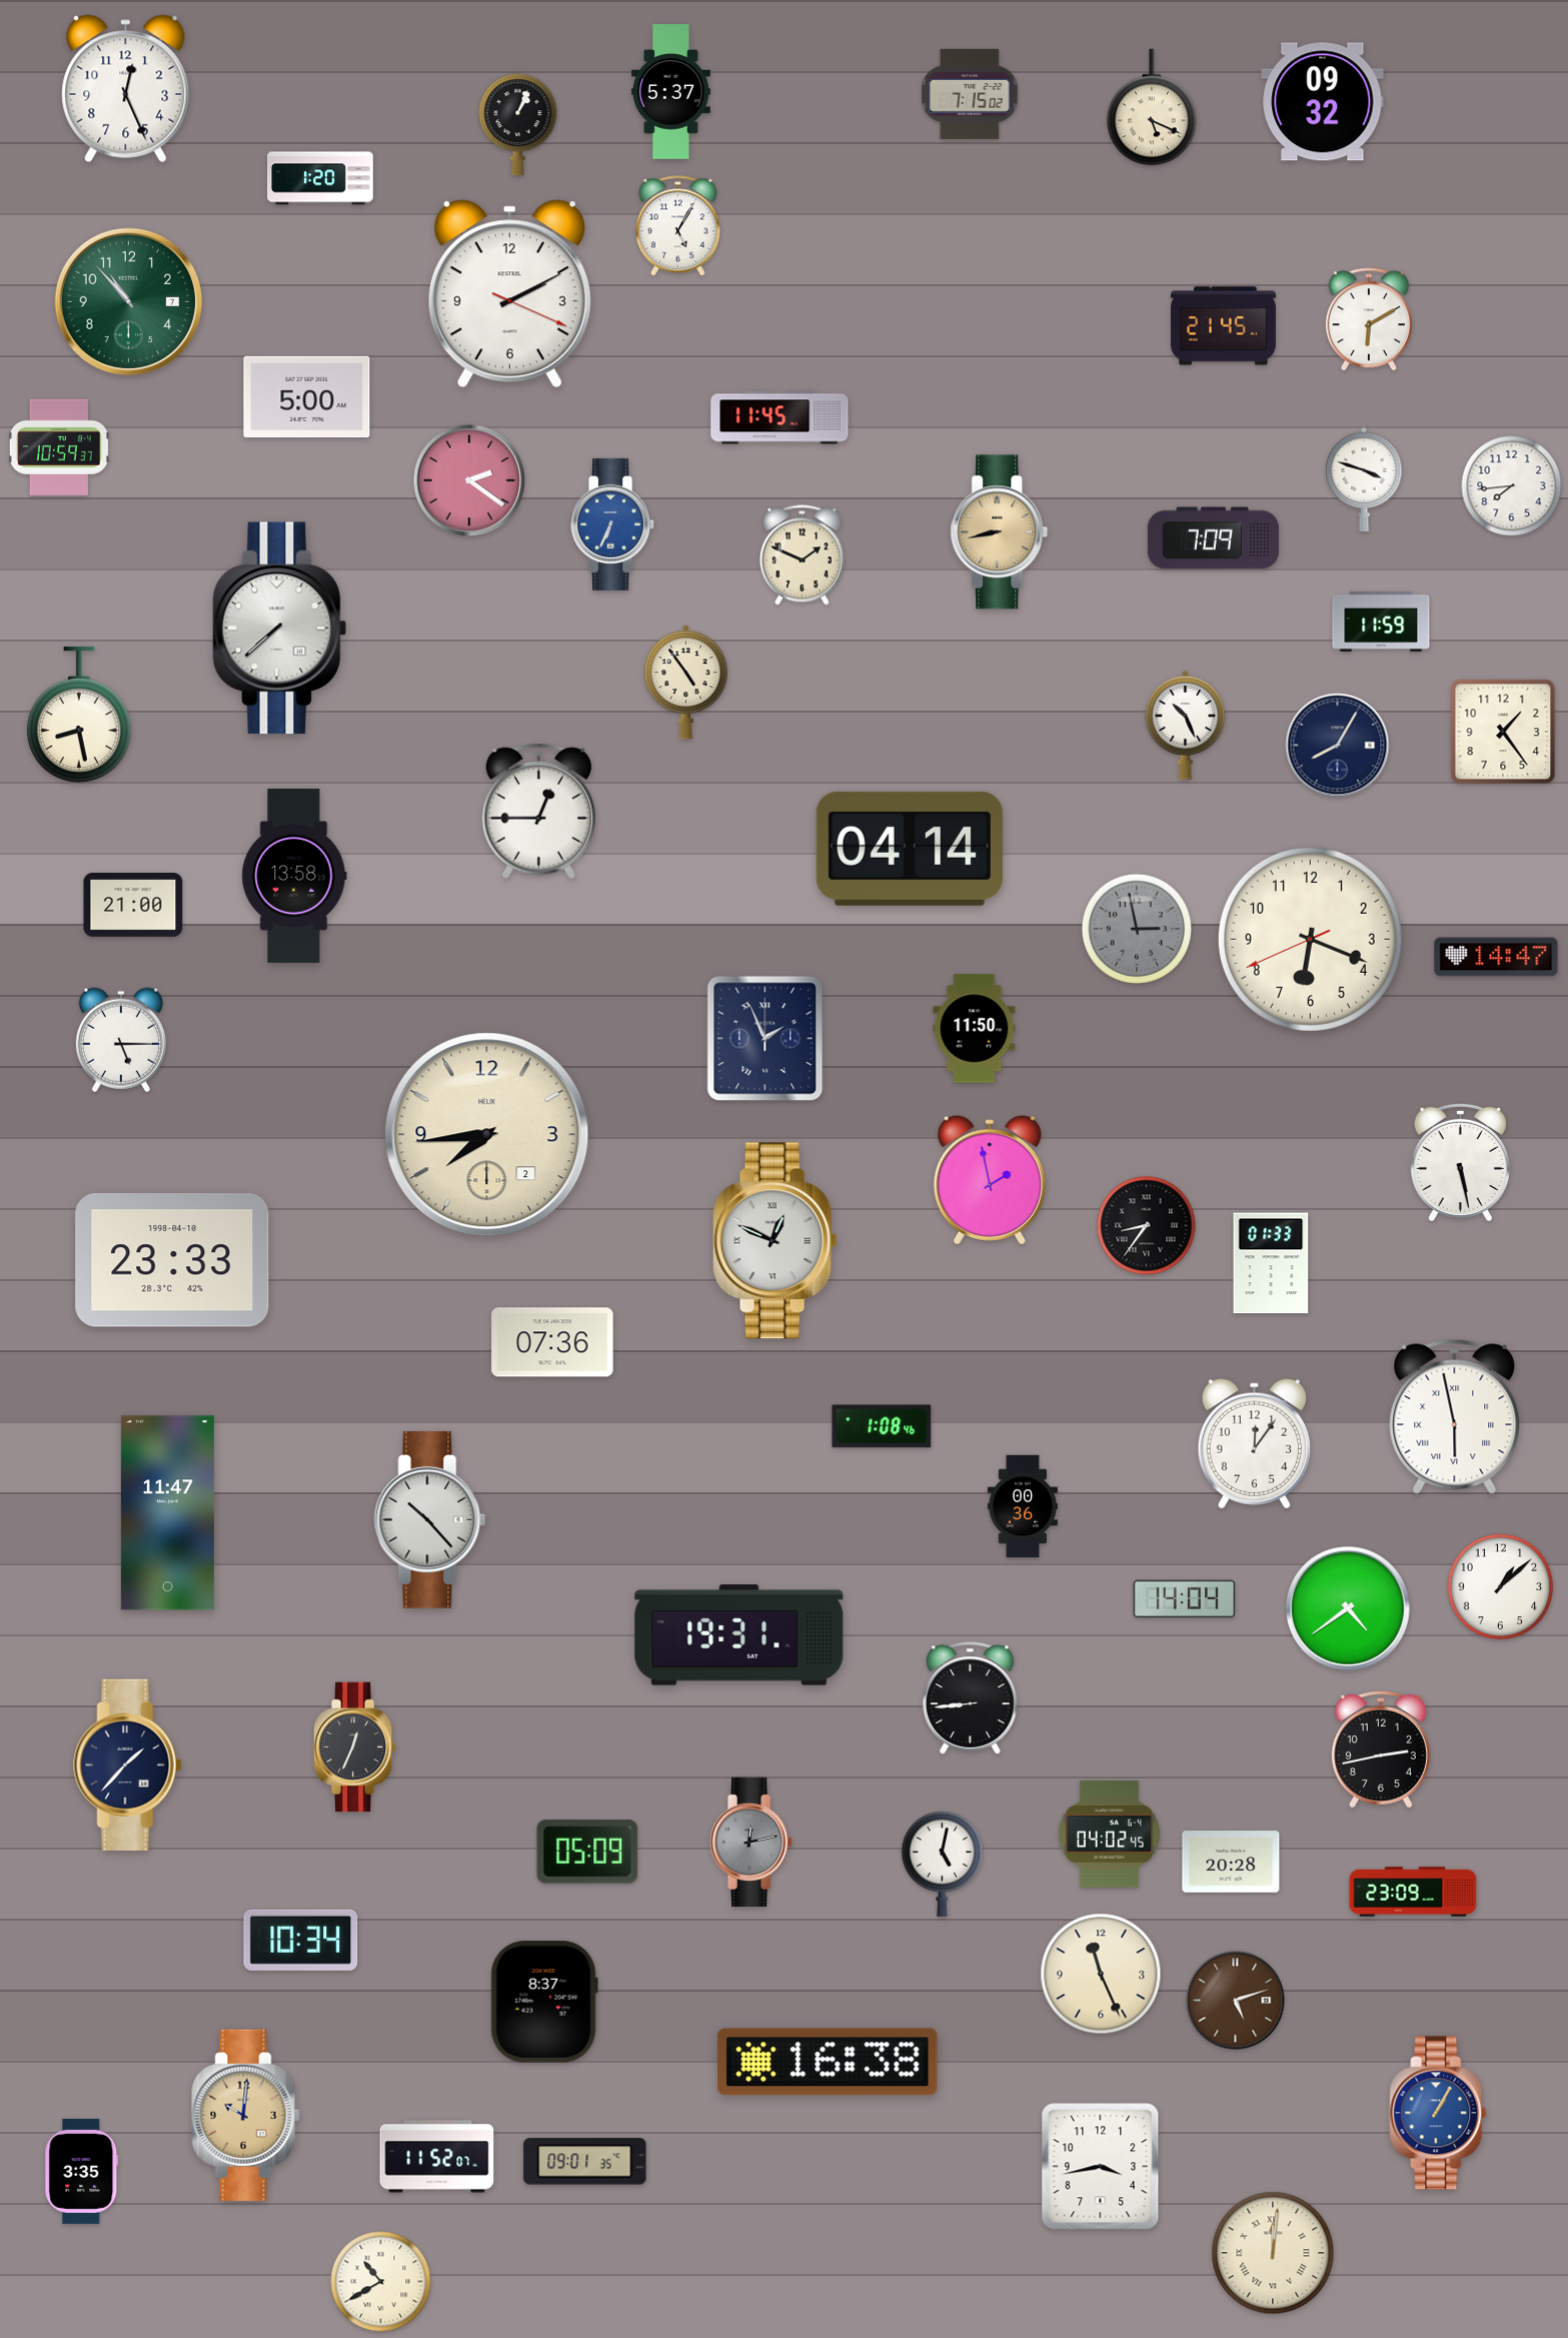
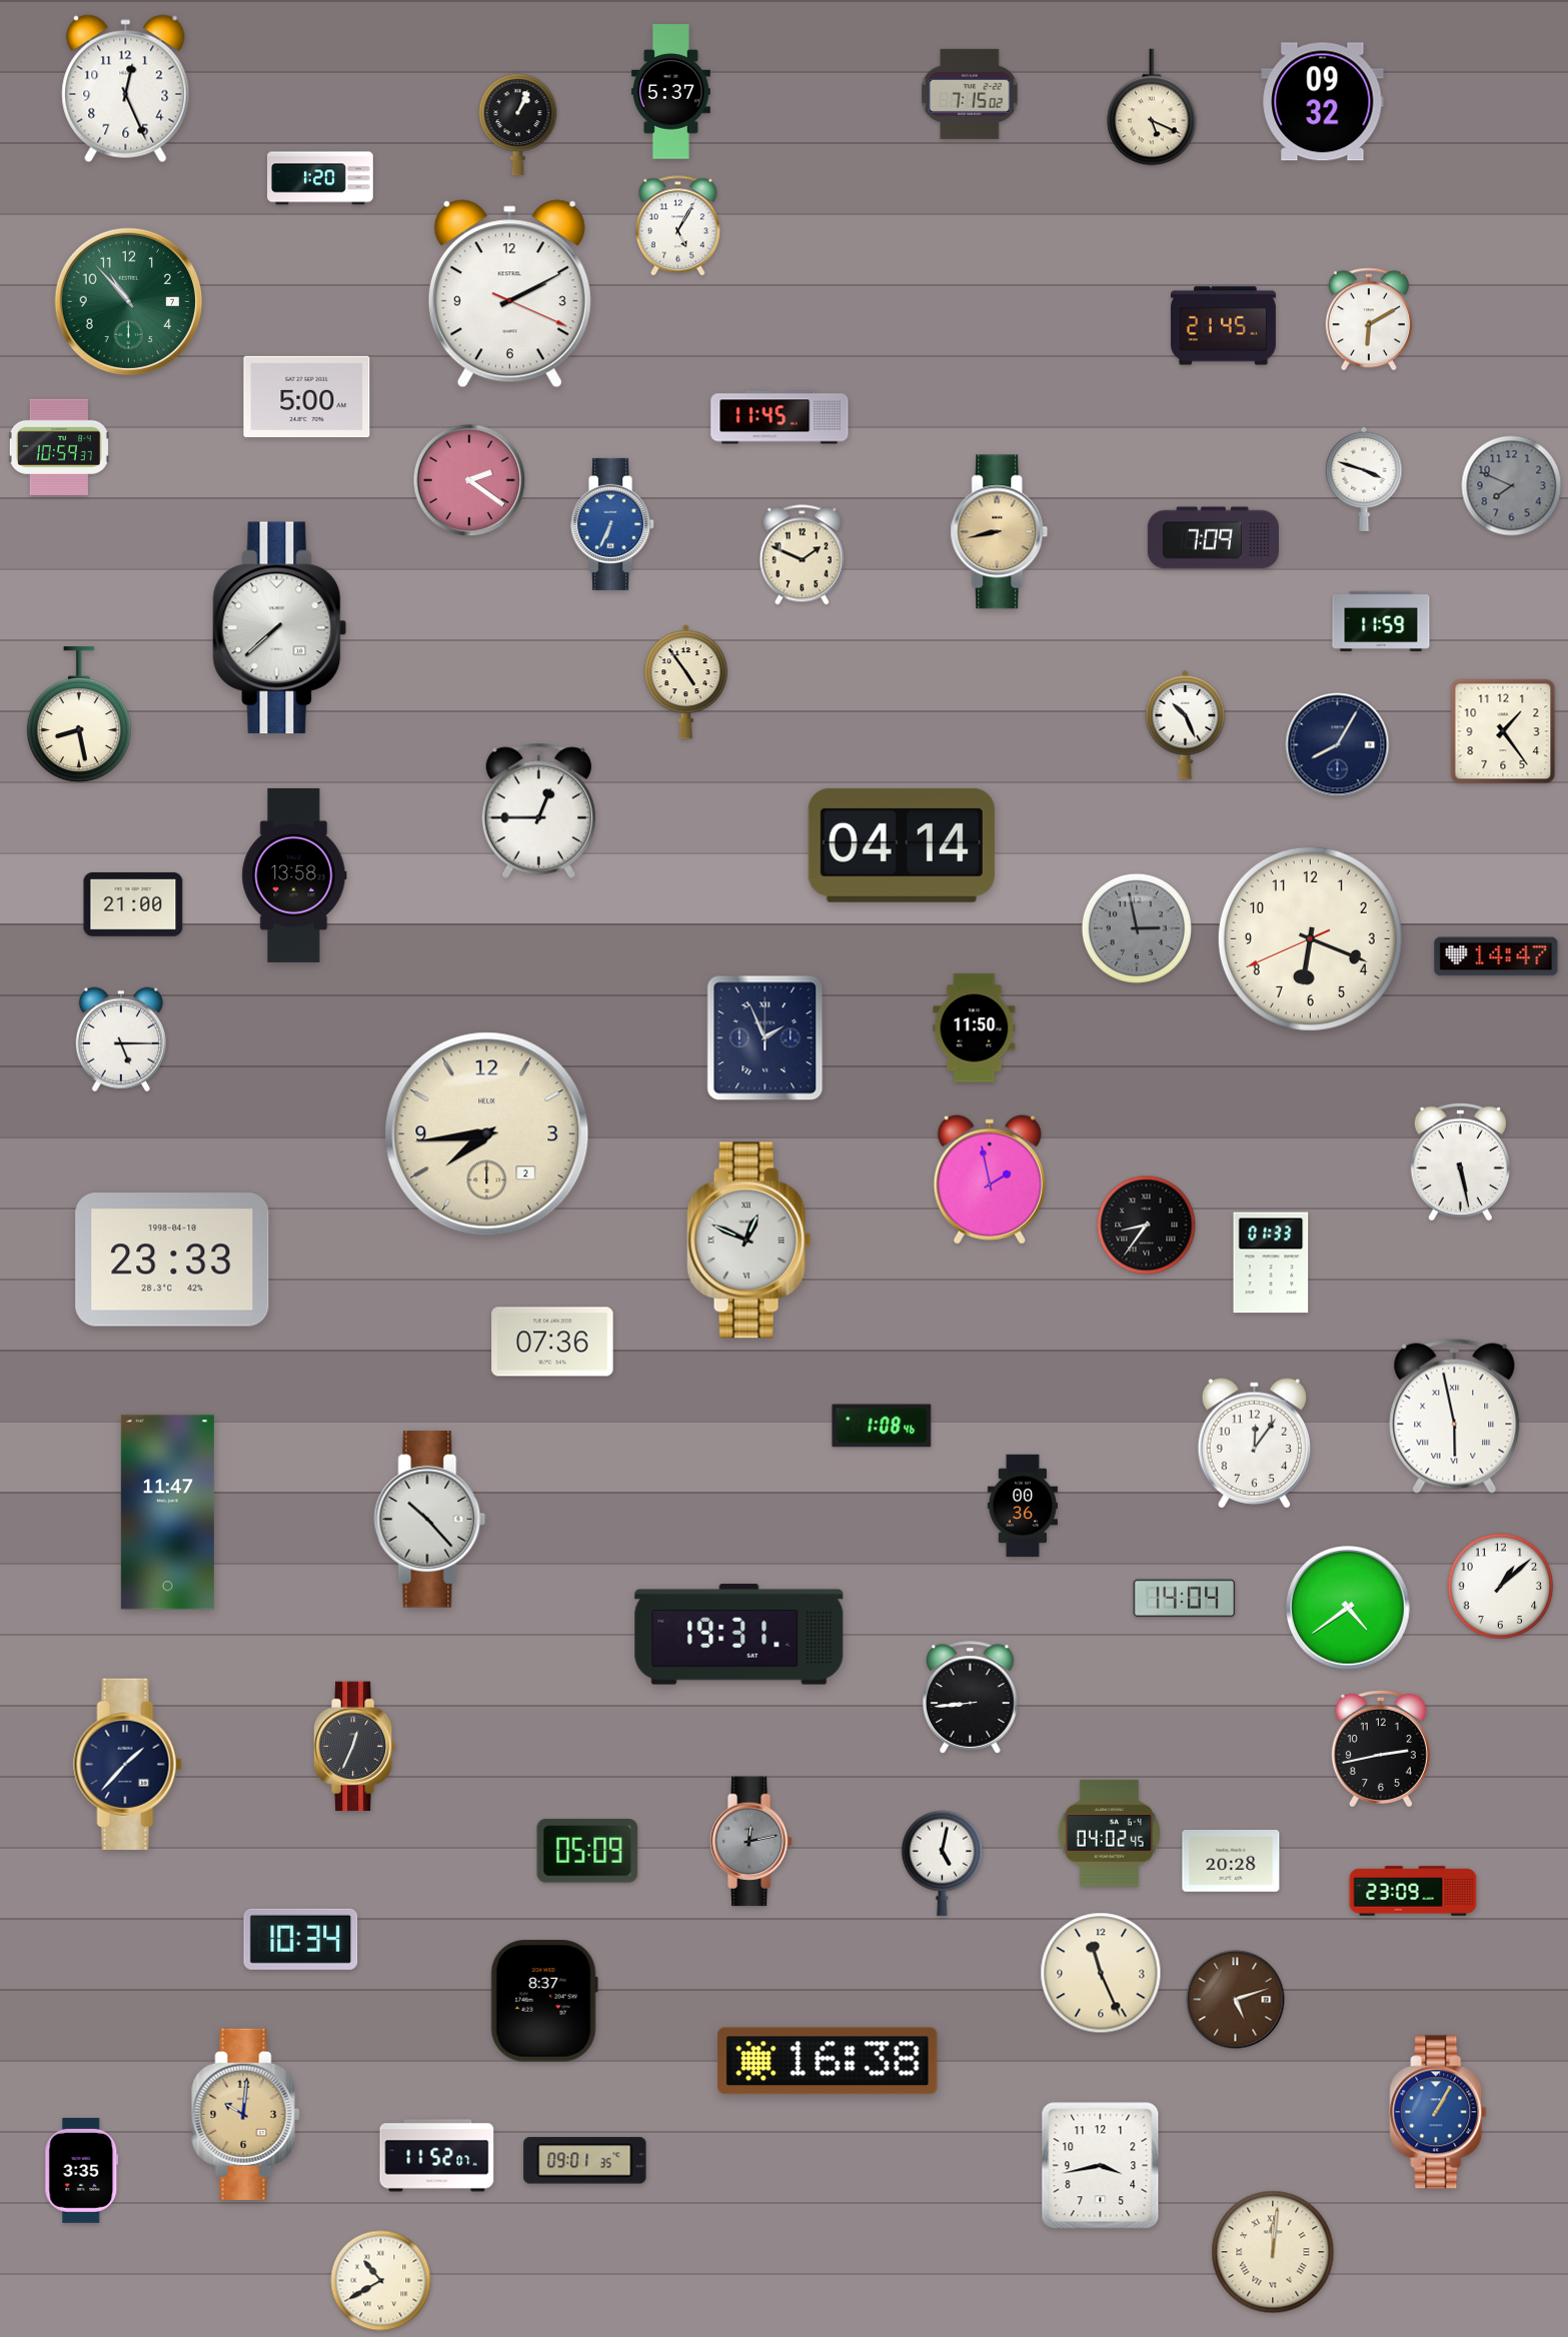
clock at (1512, 486): 7:44 -> 7:49
clock at (1512, 486) dial: white -> grey
clock at (910, 849) position: (910, 849) -> (902, 845)
clock at (775, 1241) position: (775, 1241) -> (749, 1241)
